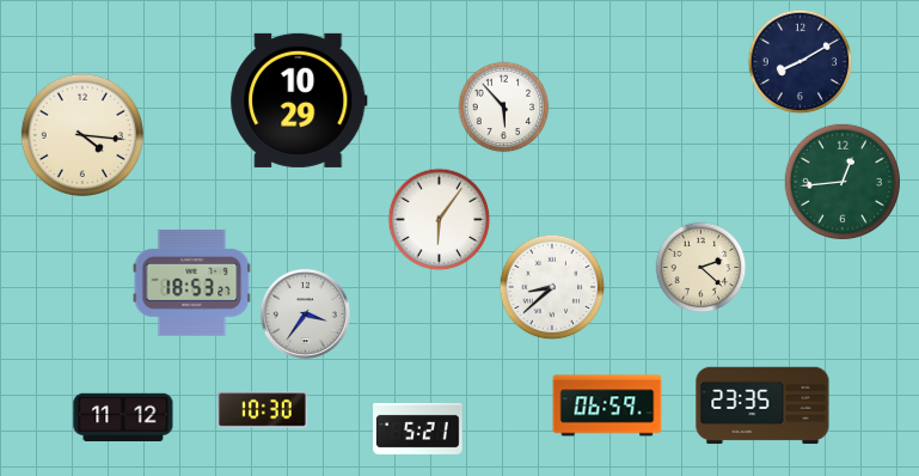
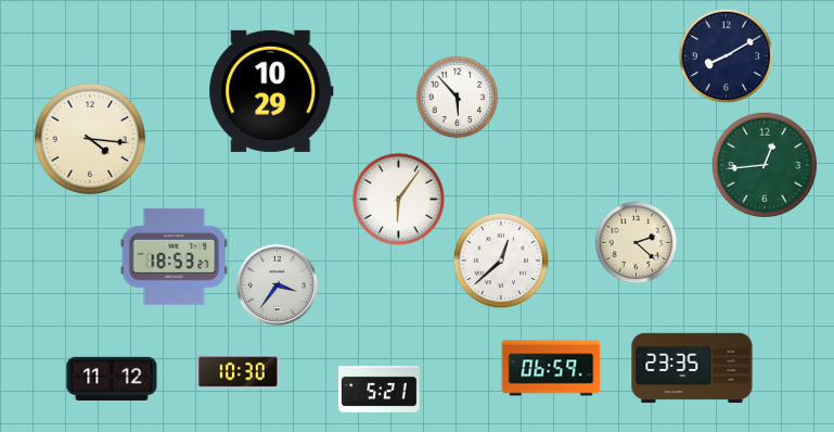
clock at (82, 135) position: (82, 135) -> (90, 139)
clock at (552, 287): 8:38 -> 12:38
